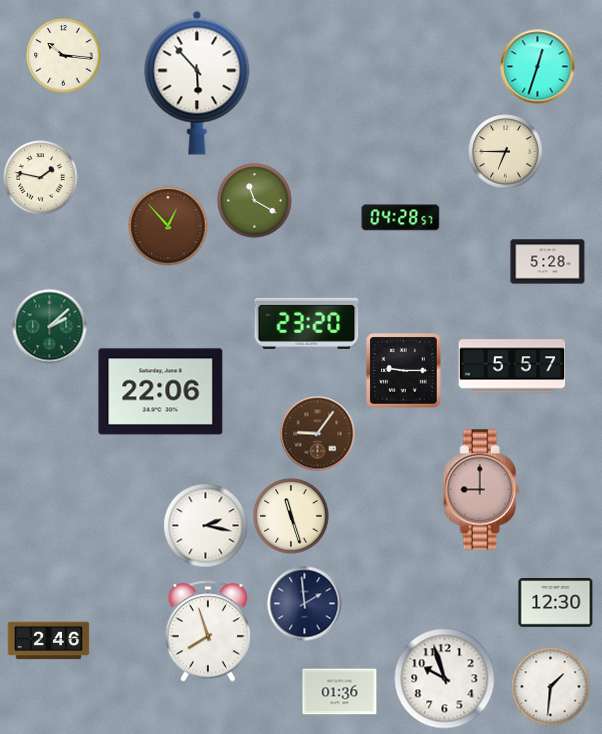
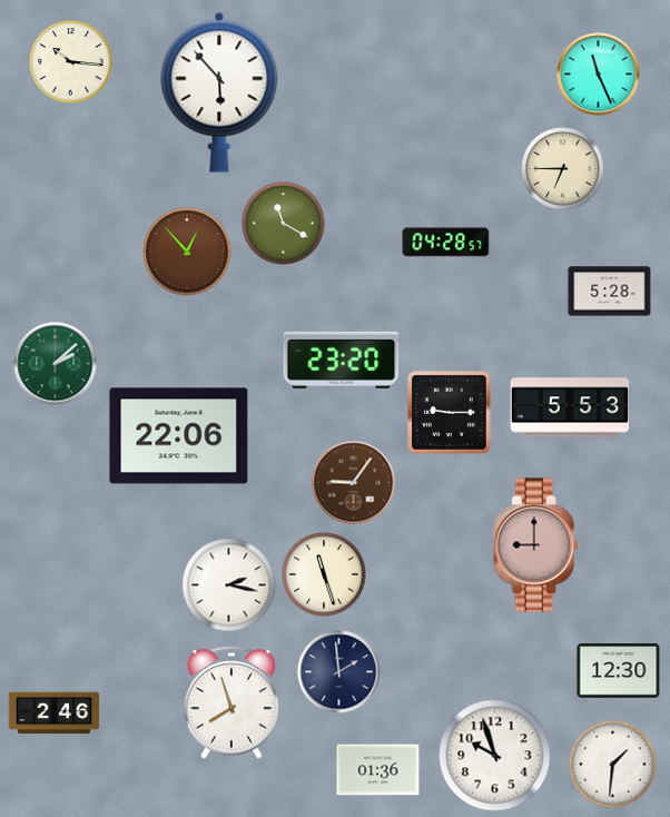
clock at (538, 67): 12:33 -> 11:26
clock at (41, 178): 1:47 -> none
clock at (512, 366): 5:57 -> 5:53
